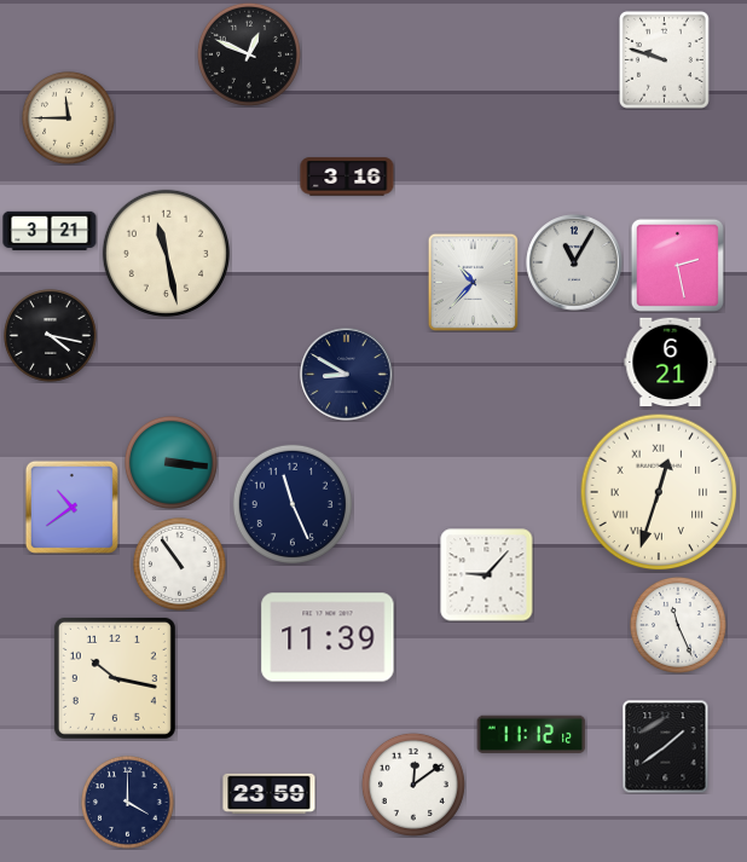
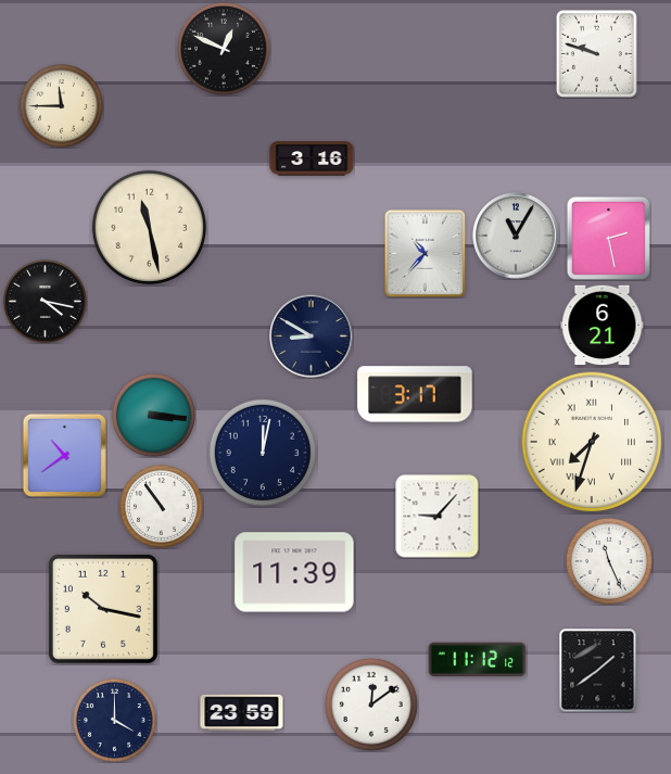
clock at (50, 231): 3:21 -> none
clock at (415, 394): none -> 3:17
clock at (659, 492): 12:33 -> 7:33
clock at (293, 504): 11:26 -> 12:02
